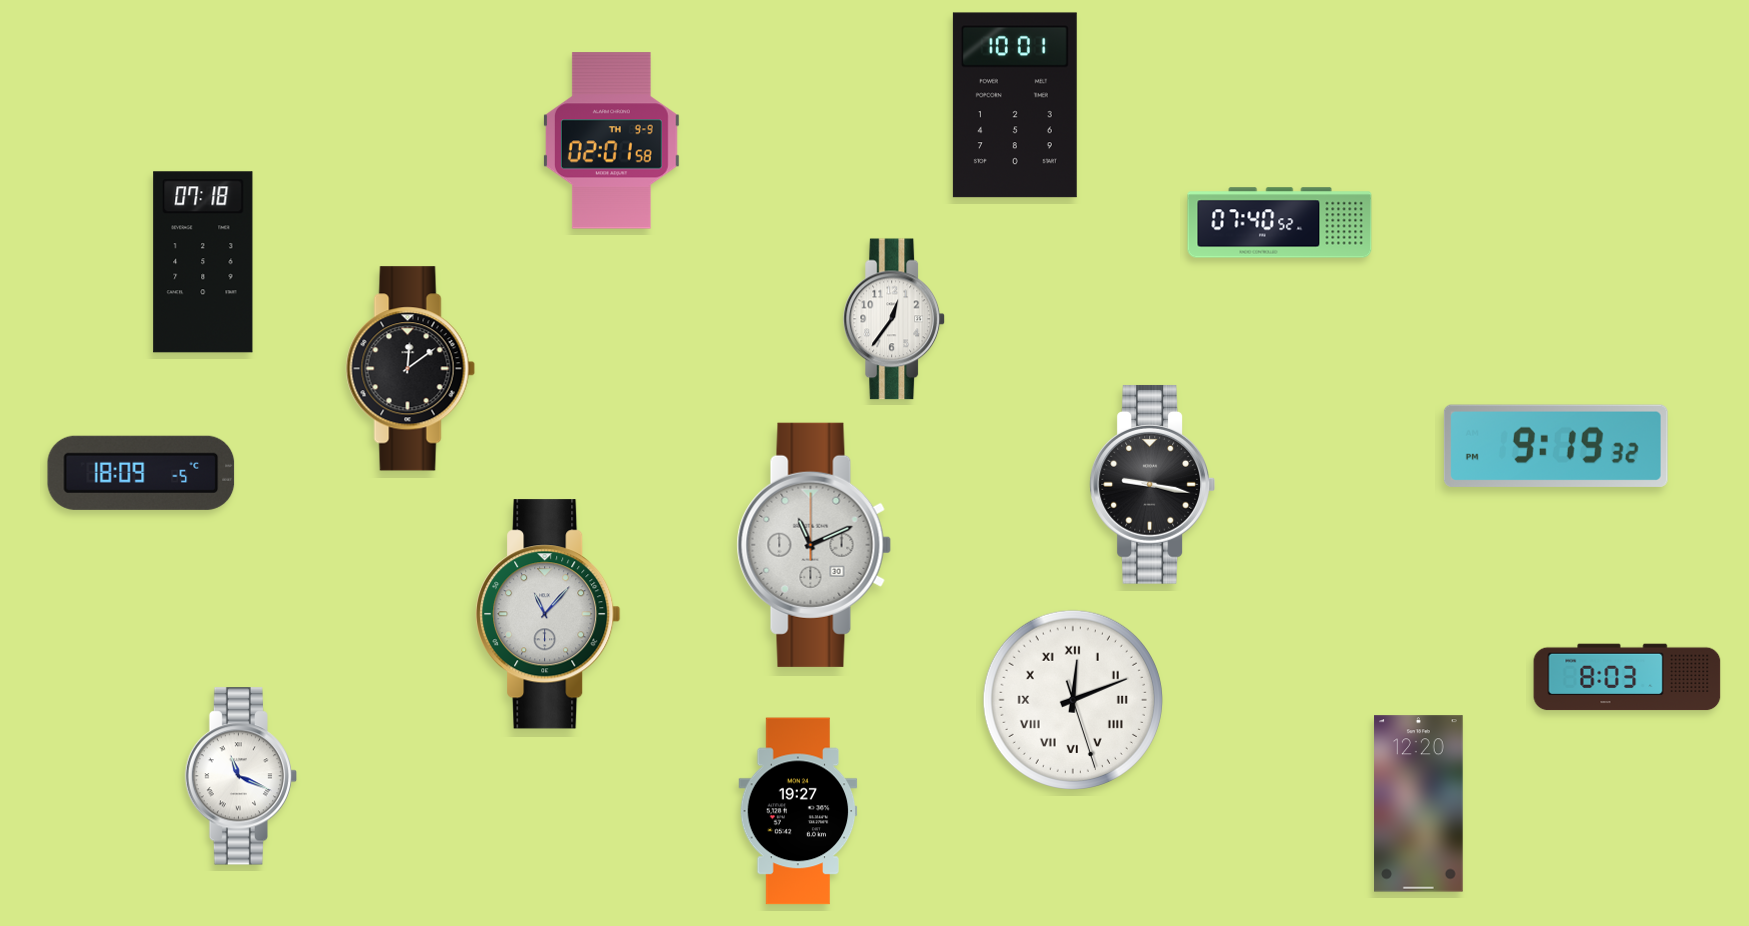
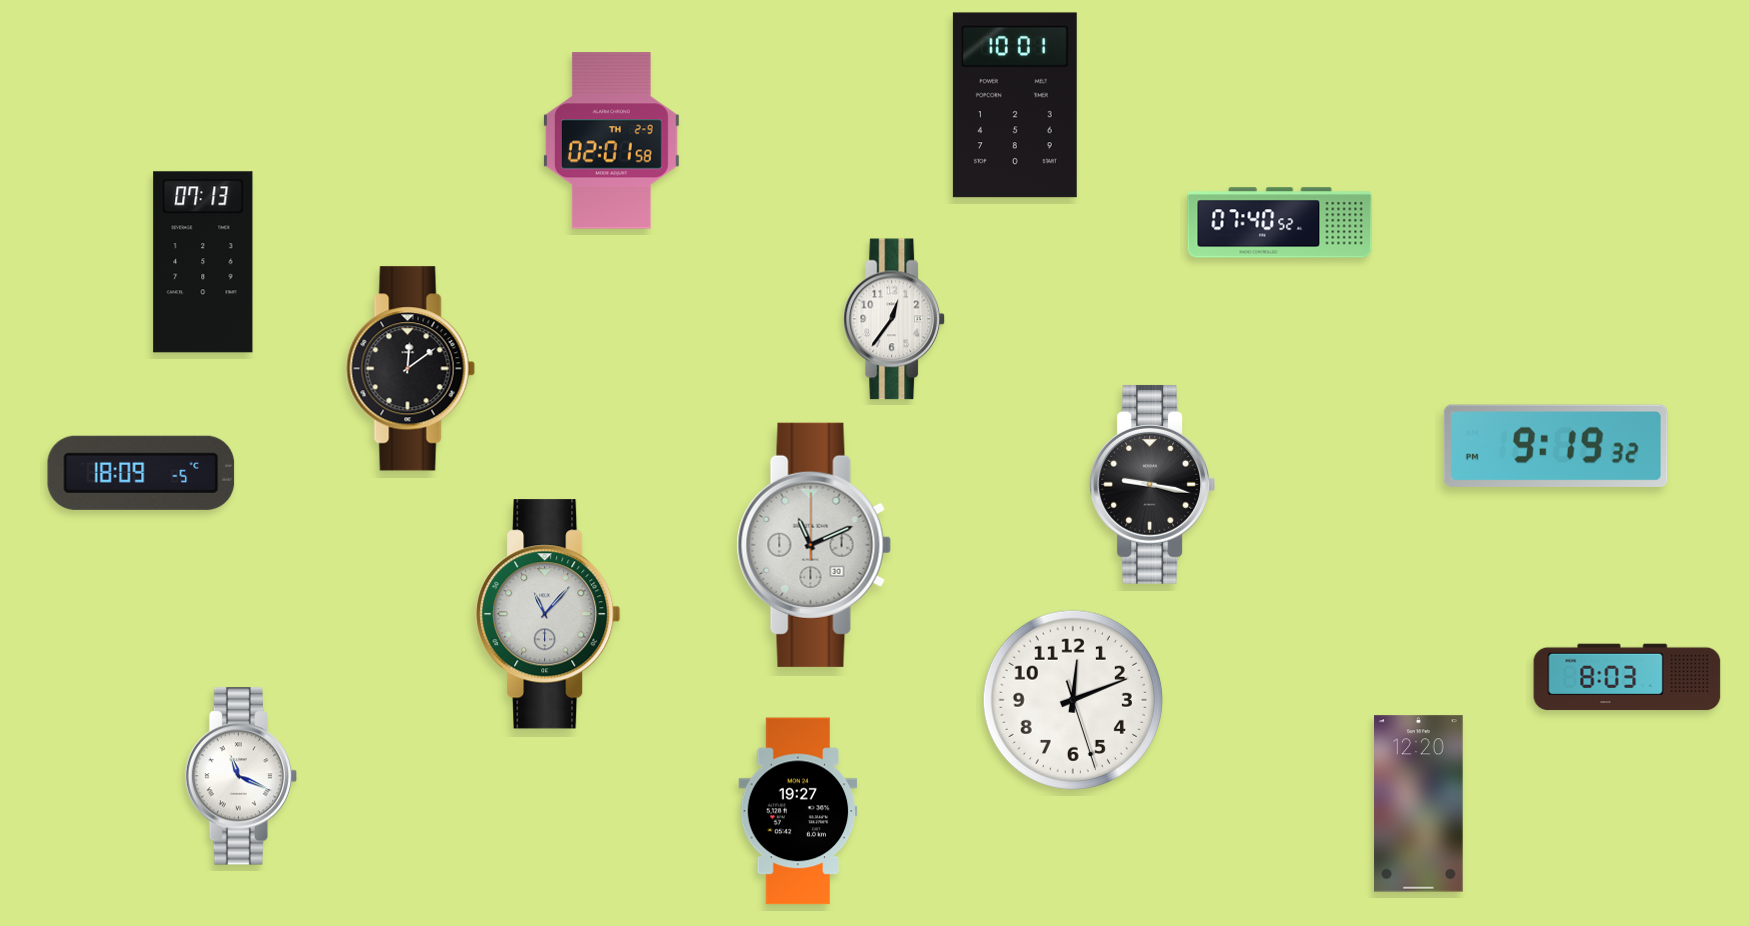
clock at (611, 141) date: TH 9-9 -> TH 2-9
clock at (203, 262): 07:18 -> 07:13
clock at (1073, 700) numerals: Roman -> Arabic
